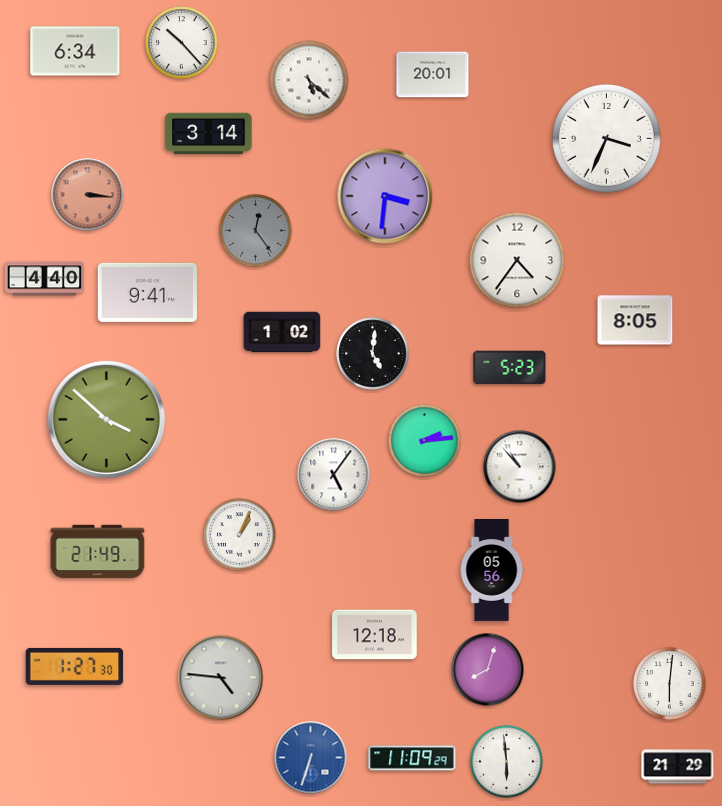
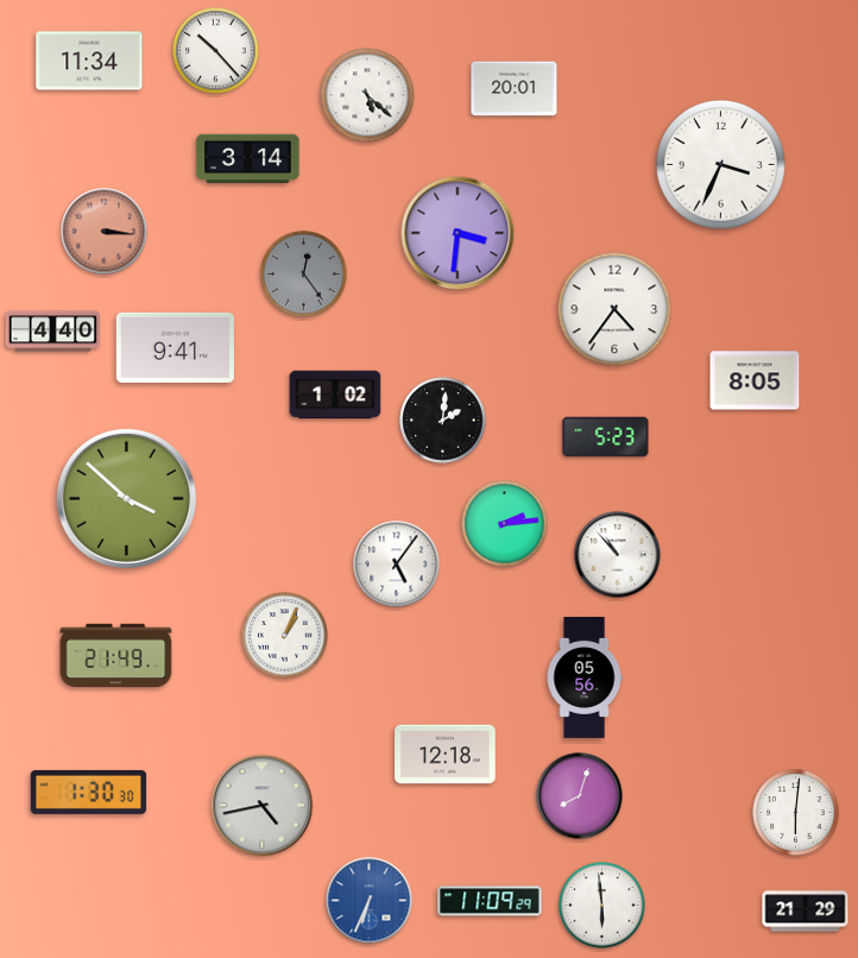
clock at (75, 51): 6:34 -> 11:34
clock at (373, 354): 5:01 -> 2:01
clock at (75, 666): 1:27 -> 1:30
clock at (221, 678): 4:46 -> 4:43
clock at (311, 758): 6:33 -> 6:34
